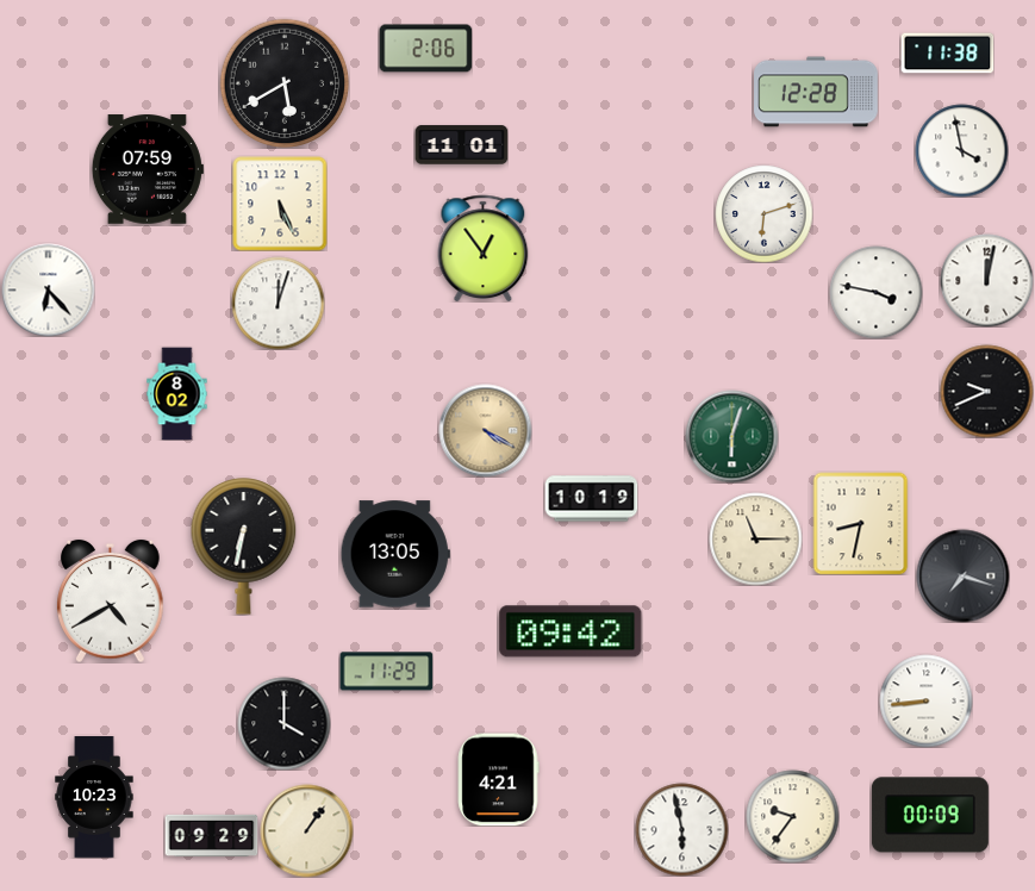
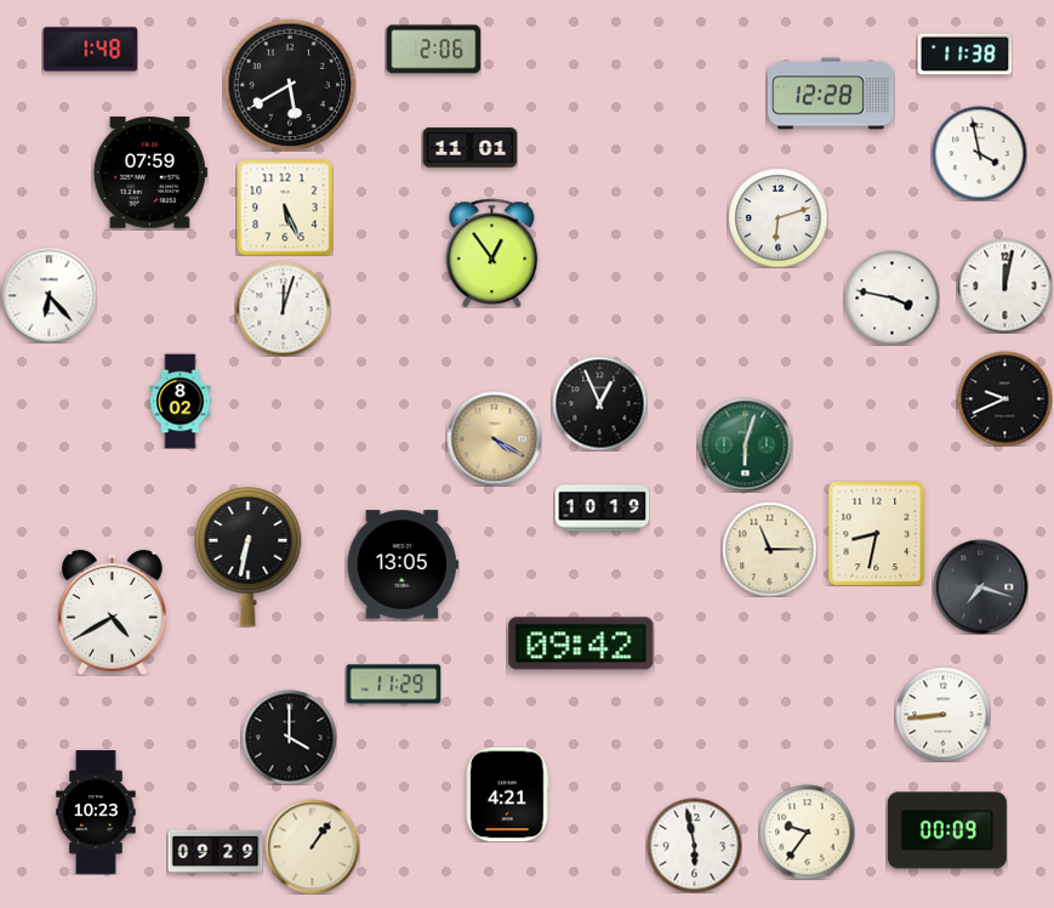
clock at (90, 50): none -> 1:48
clock at (599, 403): none -> 12:56
